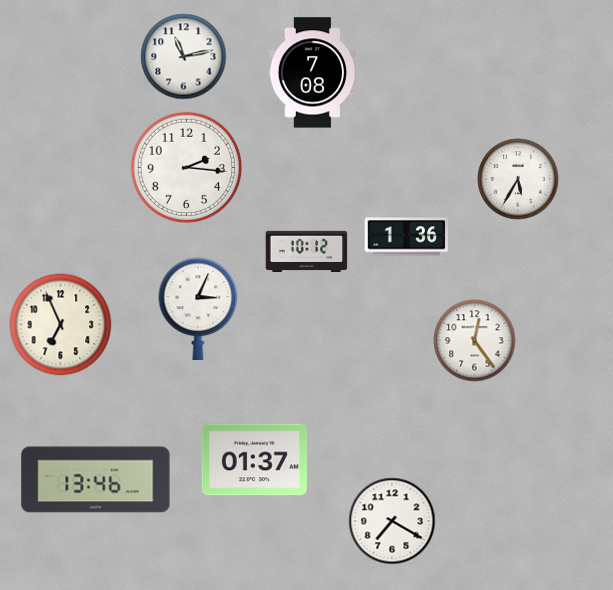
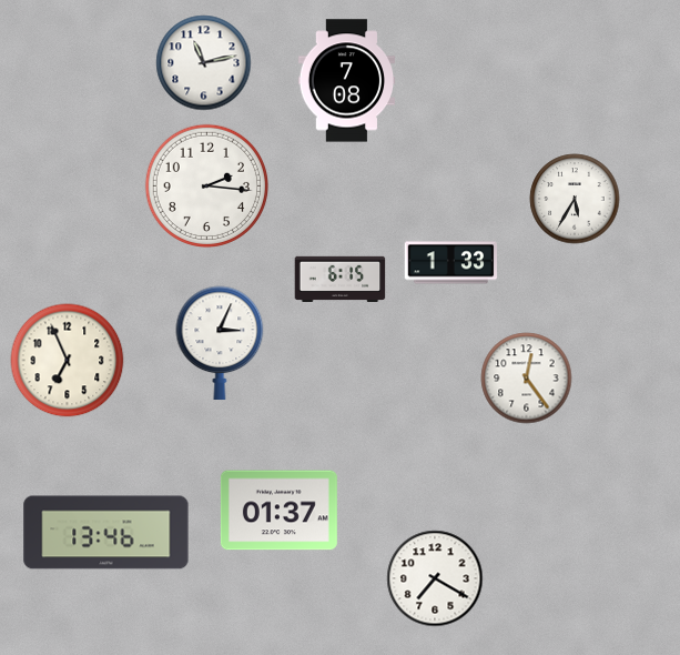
clock at (406, 237): 1:36 -> 1:33
clock at (307, 251): 10:12 -> 6:15
clock at (254, 460) position: (254, 460) -> (278, 511)
